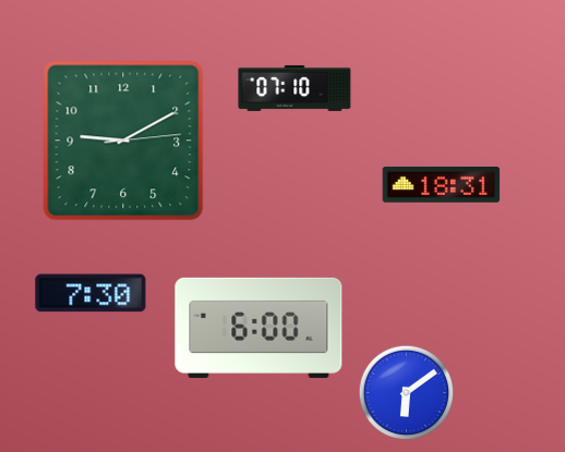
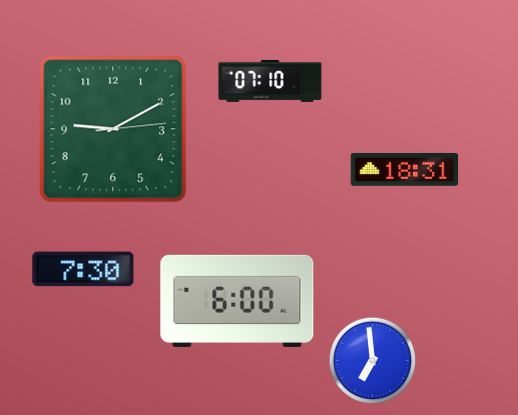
clock at (407, 393): 6:09 -> 6:59
